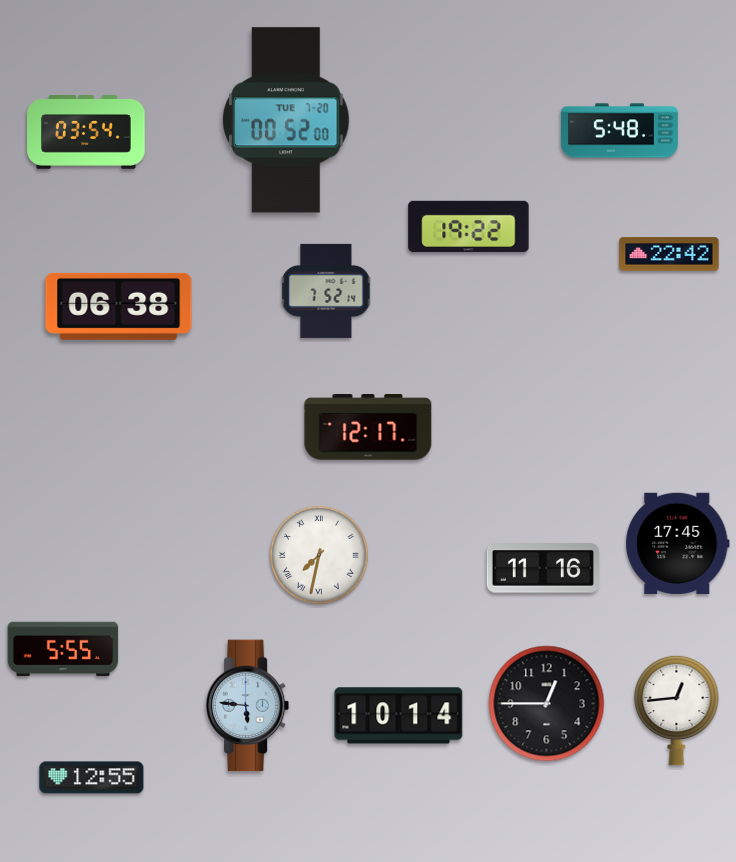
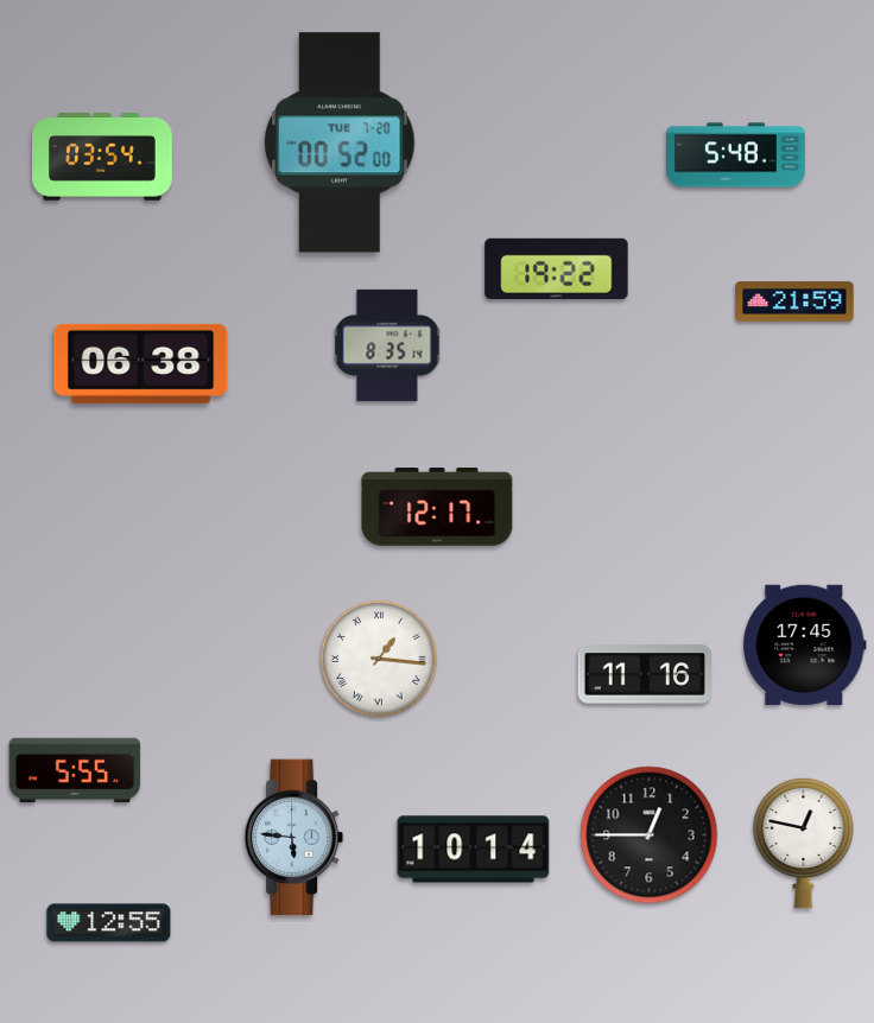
clock at (669, 254): 22:42 -> 21:59
clock at (326, 291): 7:52 -> 8:35
clock at (319, 555): 7:32 -> 1:16
clock at (677, 710): 12:44 -> 12:47
